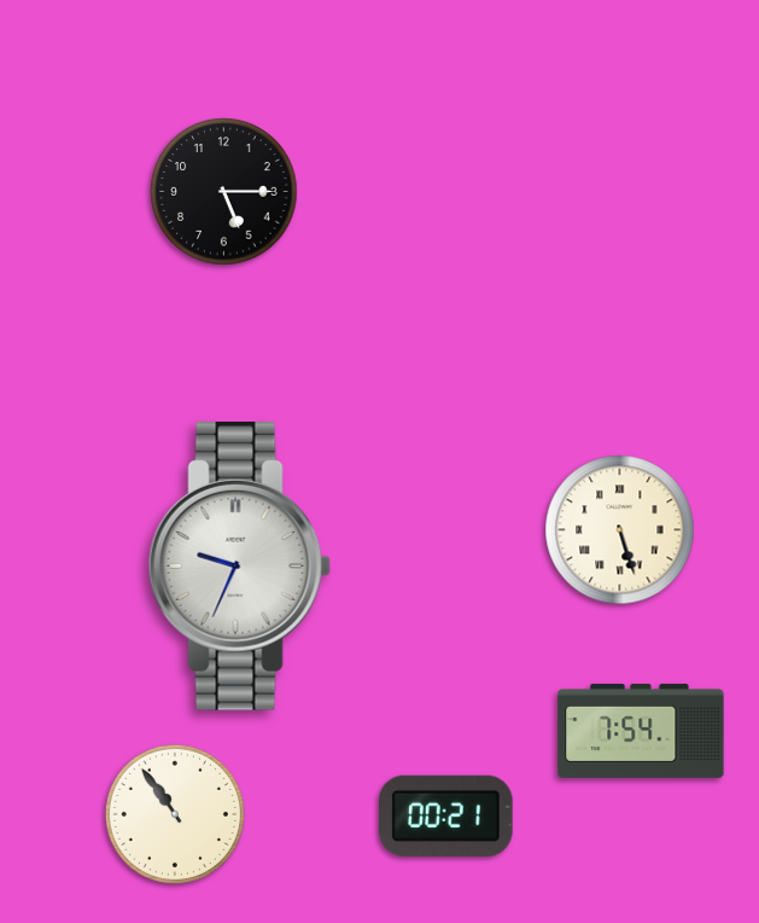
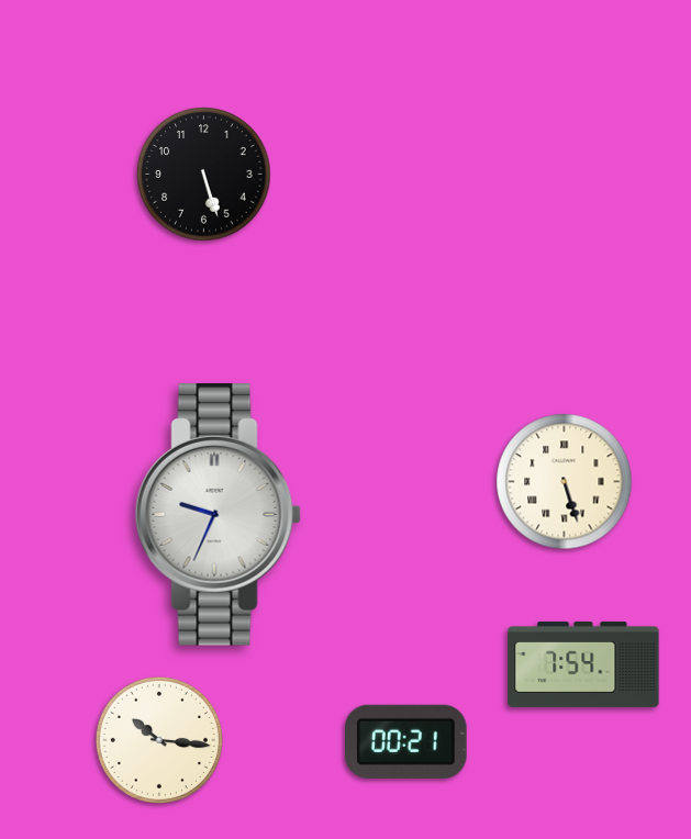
clock at (224, 192): 5:15 -> 5:27
clock at (175, 814): 10:54 -> 10:16
